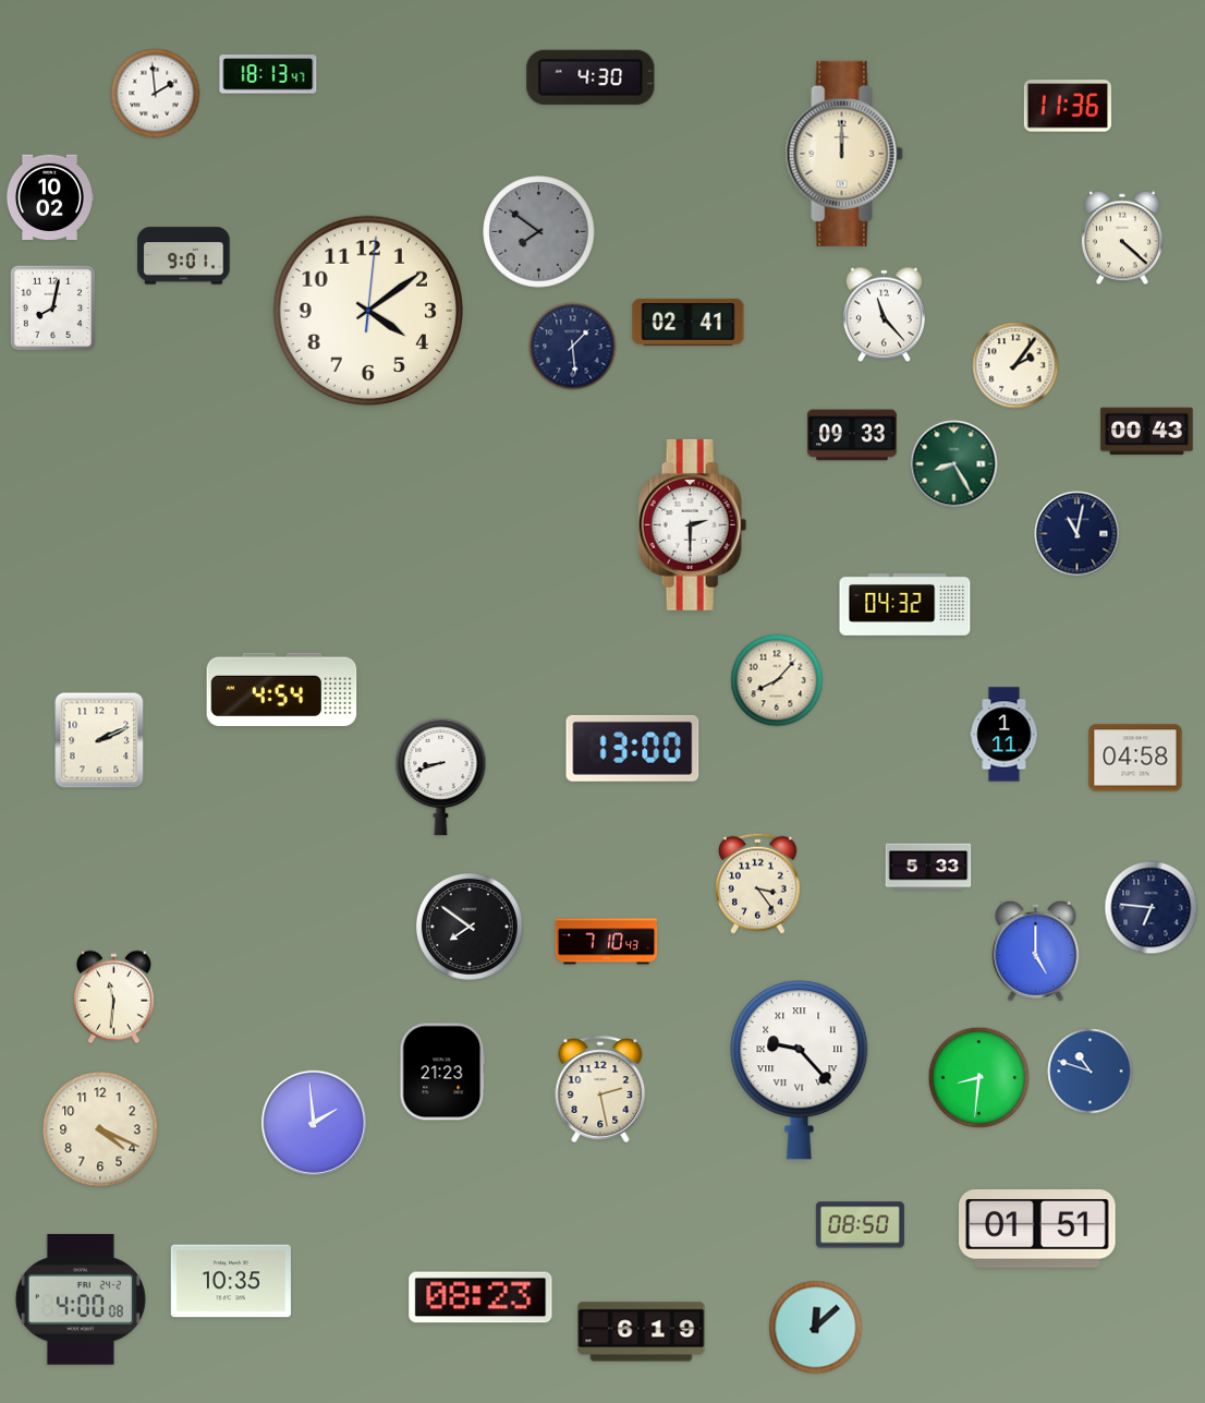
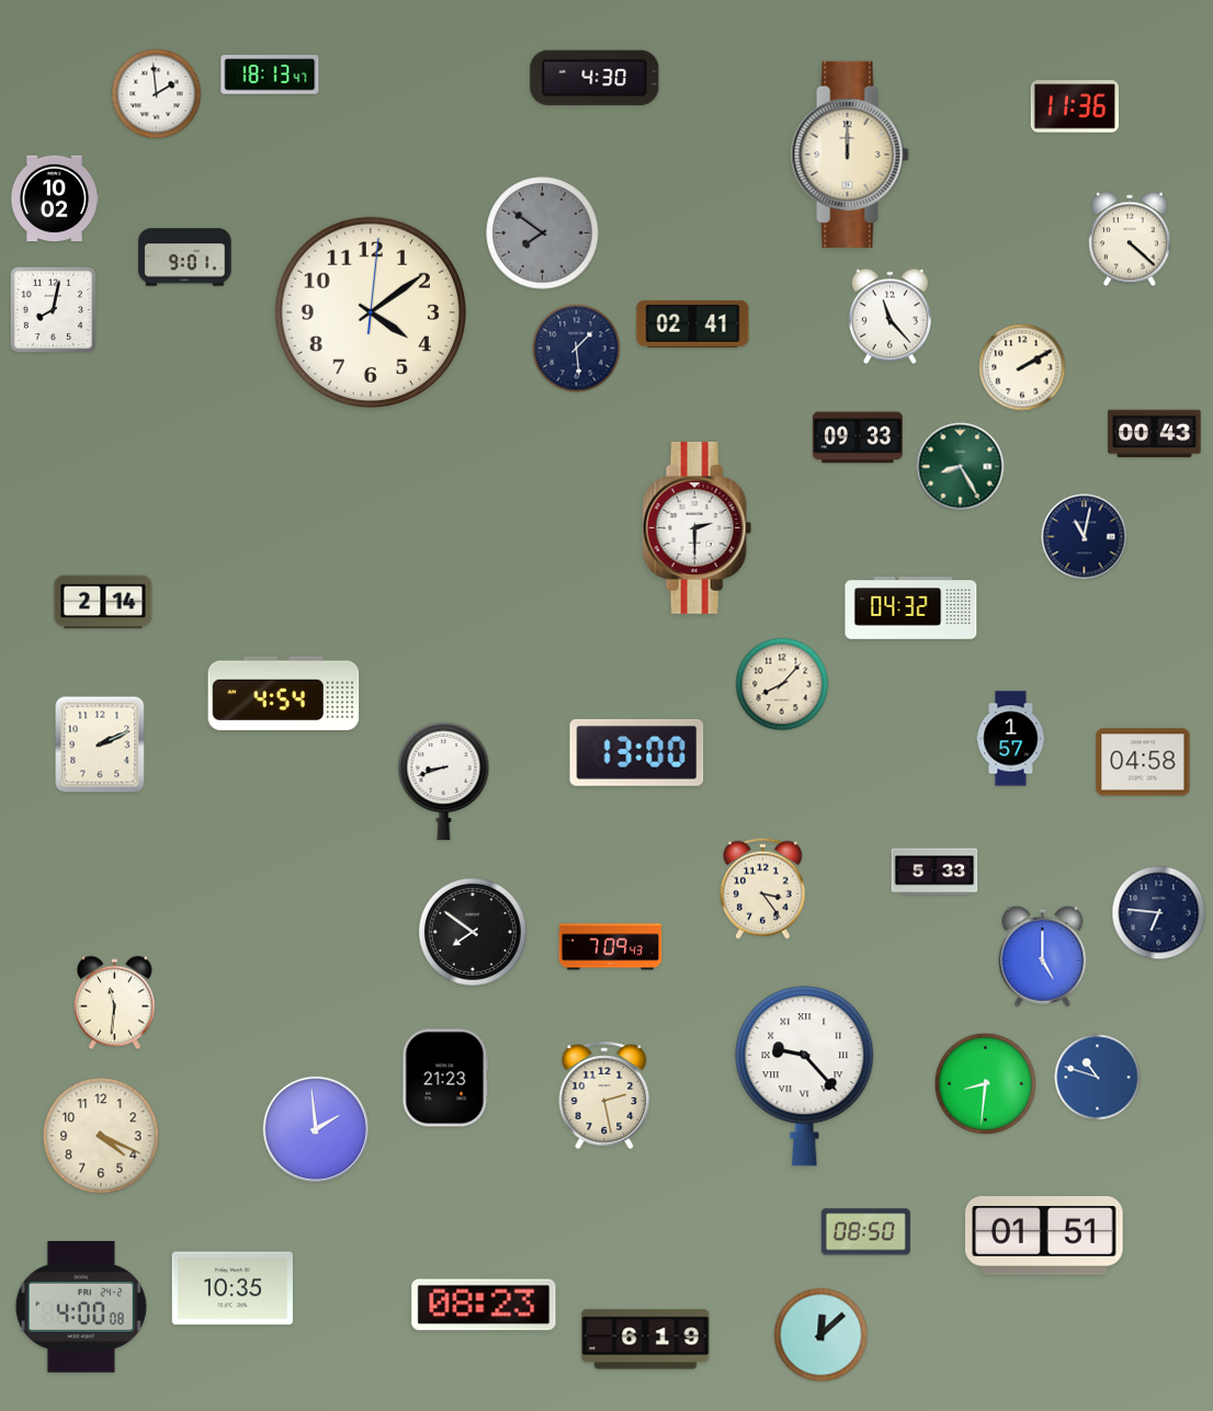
clock at (49, 197) position: (49, 197) -> (54, 198)
clock at (1015, 365): 2:06 -> 2:10
clock at (103, 602): none -> 2:14
clock at (1005, 735): 1:11 -> 1:57
clock at (607, 942): 7:10 -> 7:09
